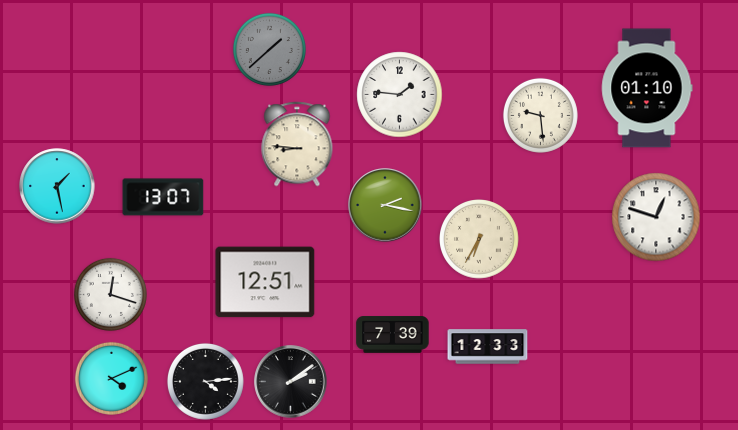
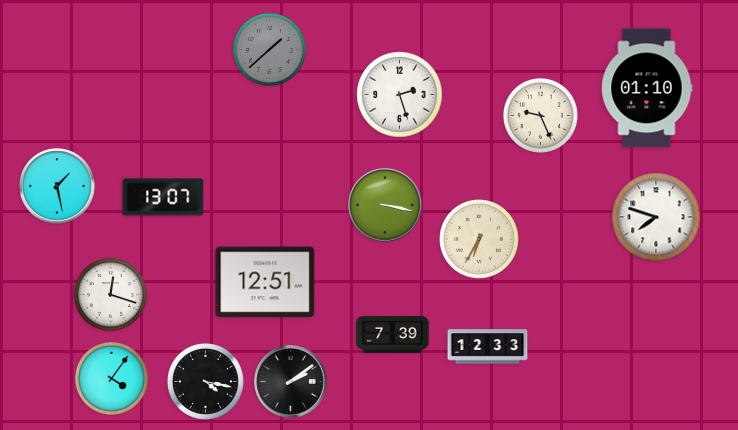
clock at (400, 95): 1:46 -> 2:27
clock at (540, 115): 9:29 -> 9:26
clock at (297, 144): 8:46 -> none
clock at (385, 205): 2:17 -> 3:17
clock at (656, 217): 12:48 -> 7:48
clock at (111, 378): 4:11 -> 4:06
clock at (205, 381): 4:14 -> 4:17
